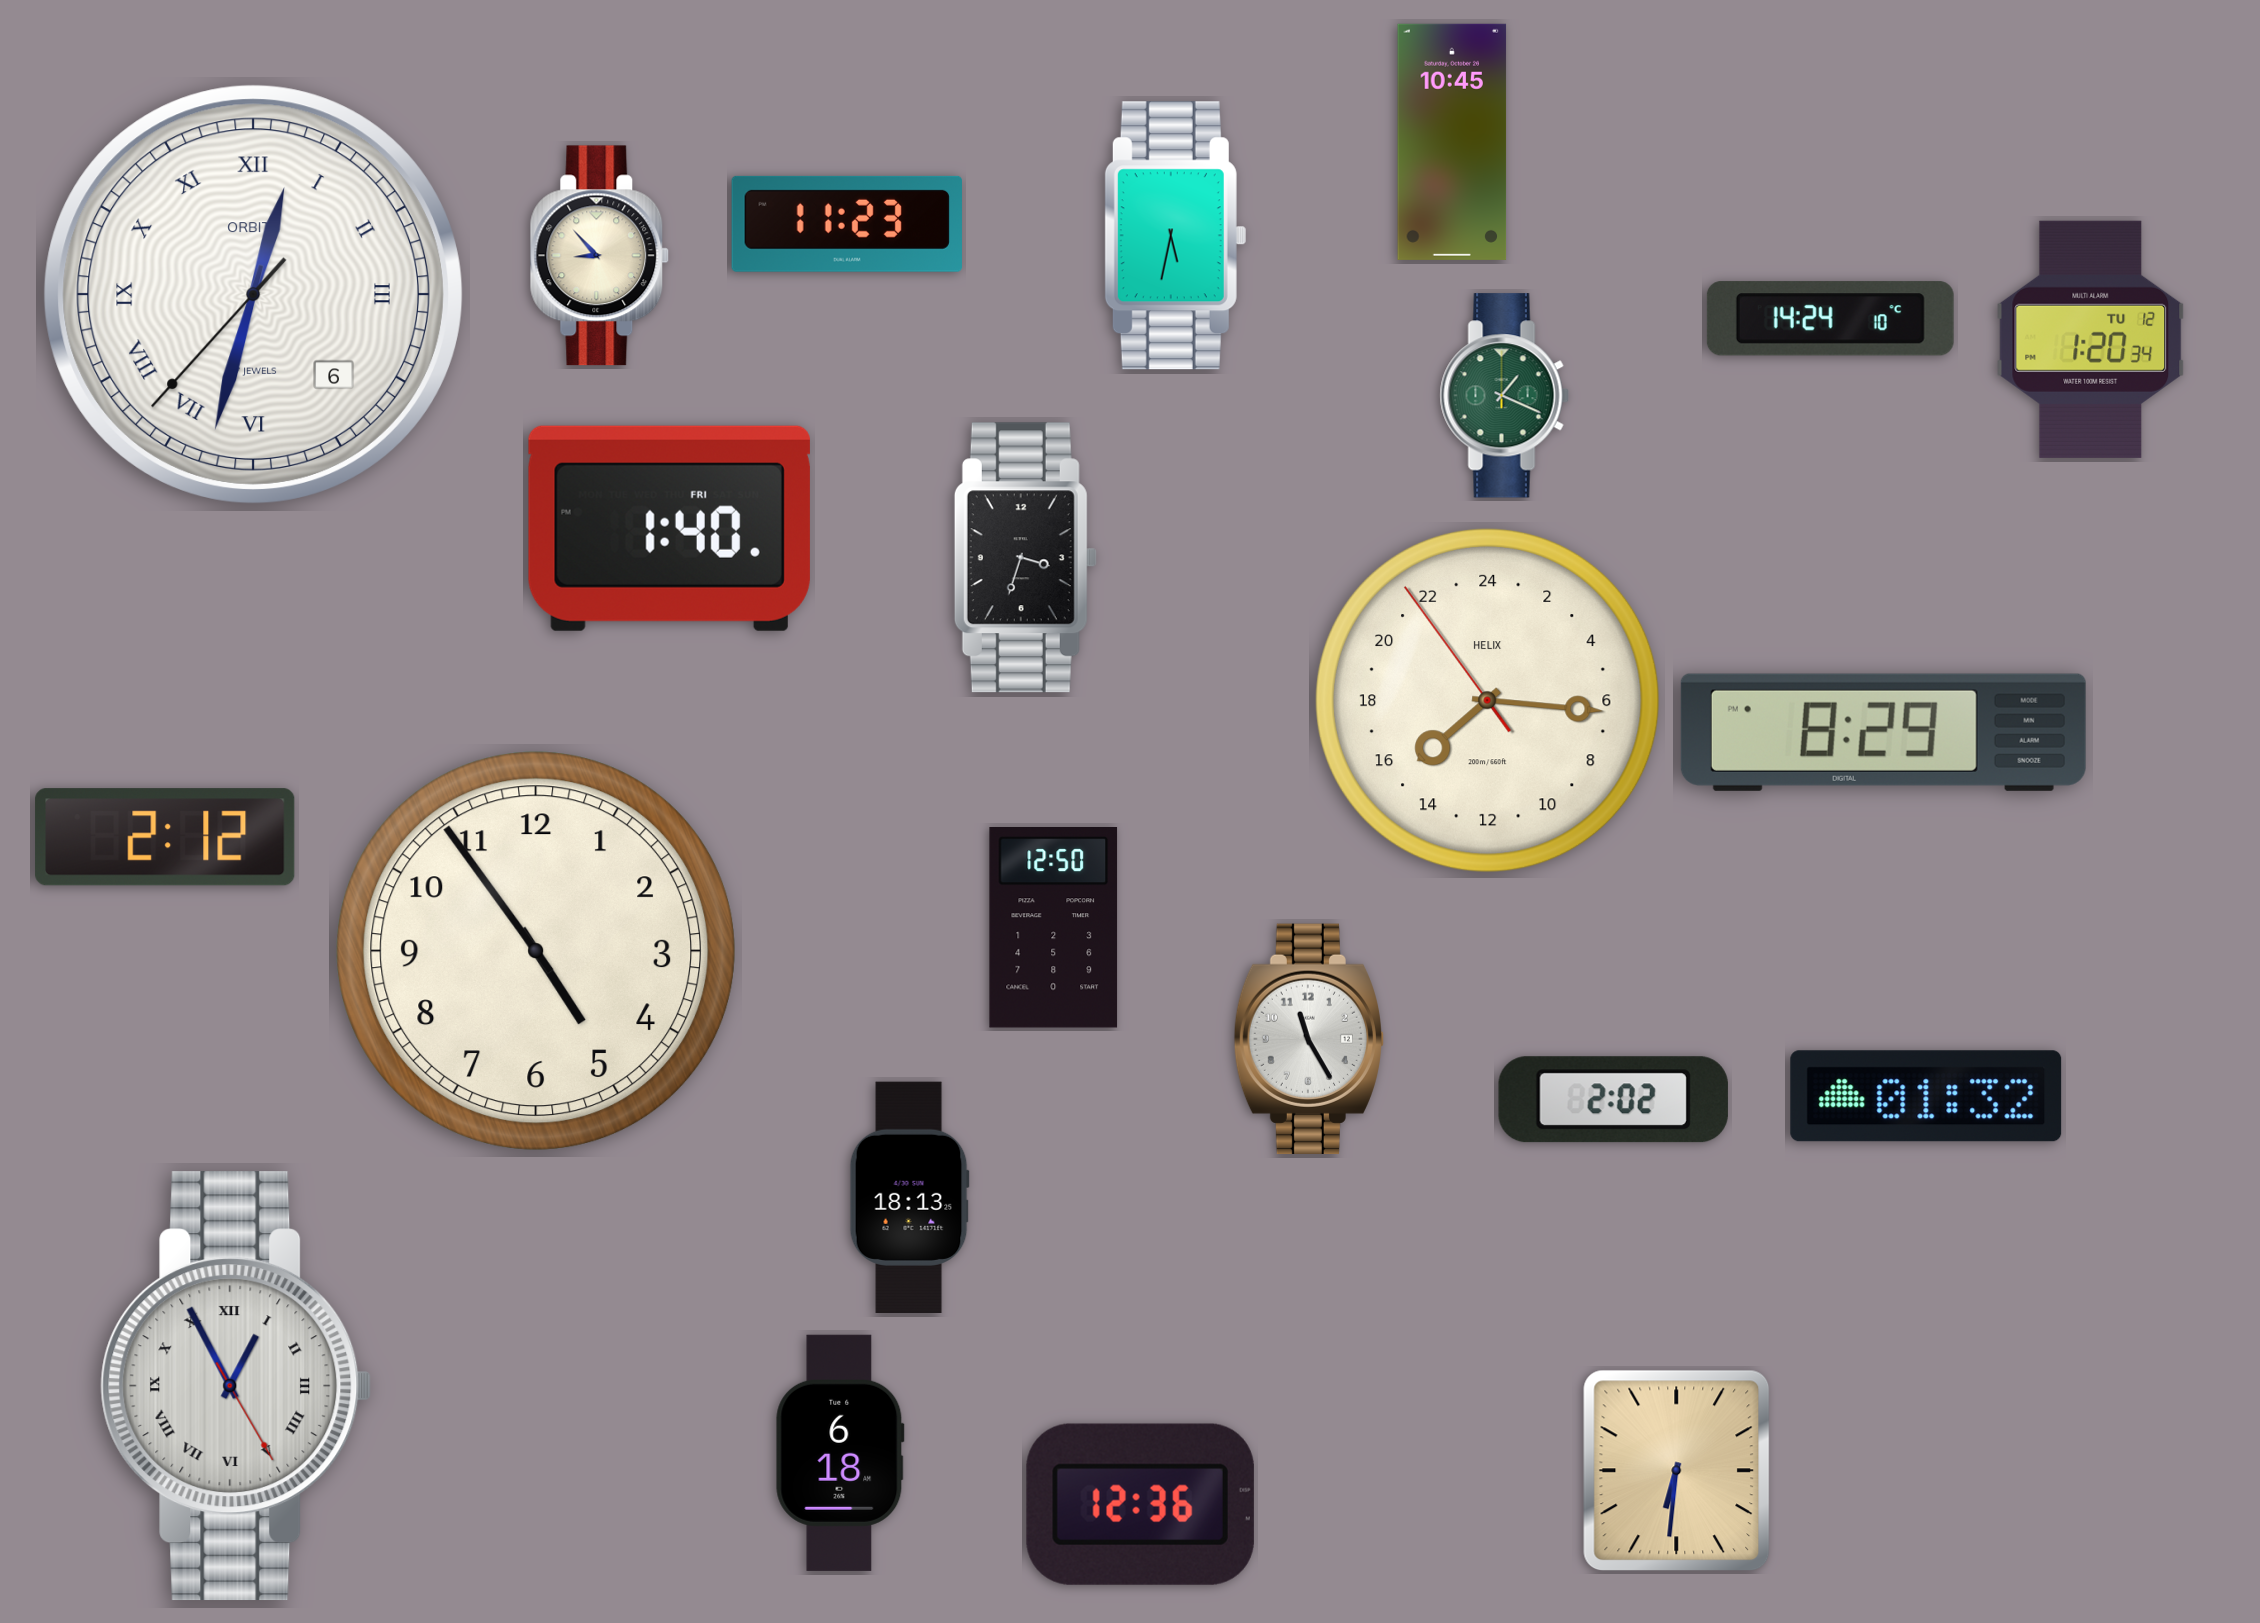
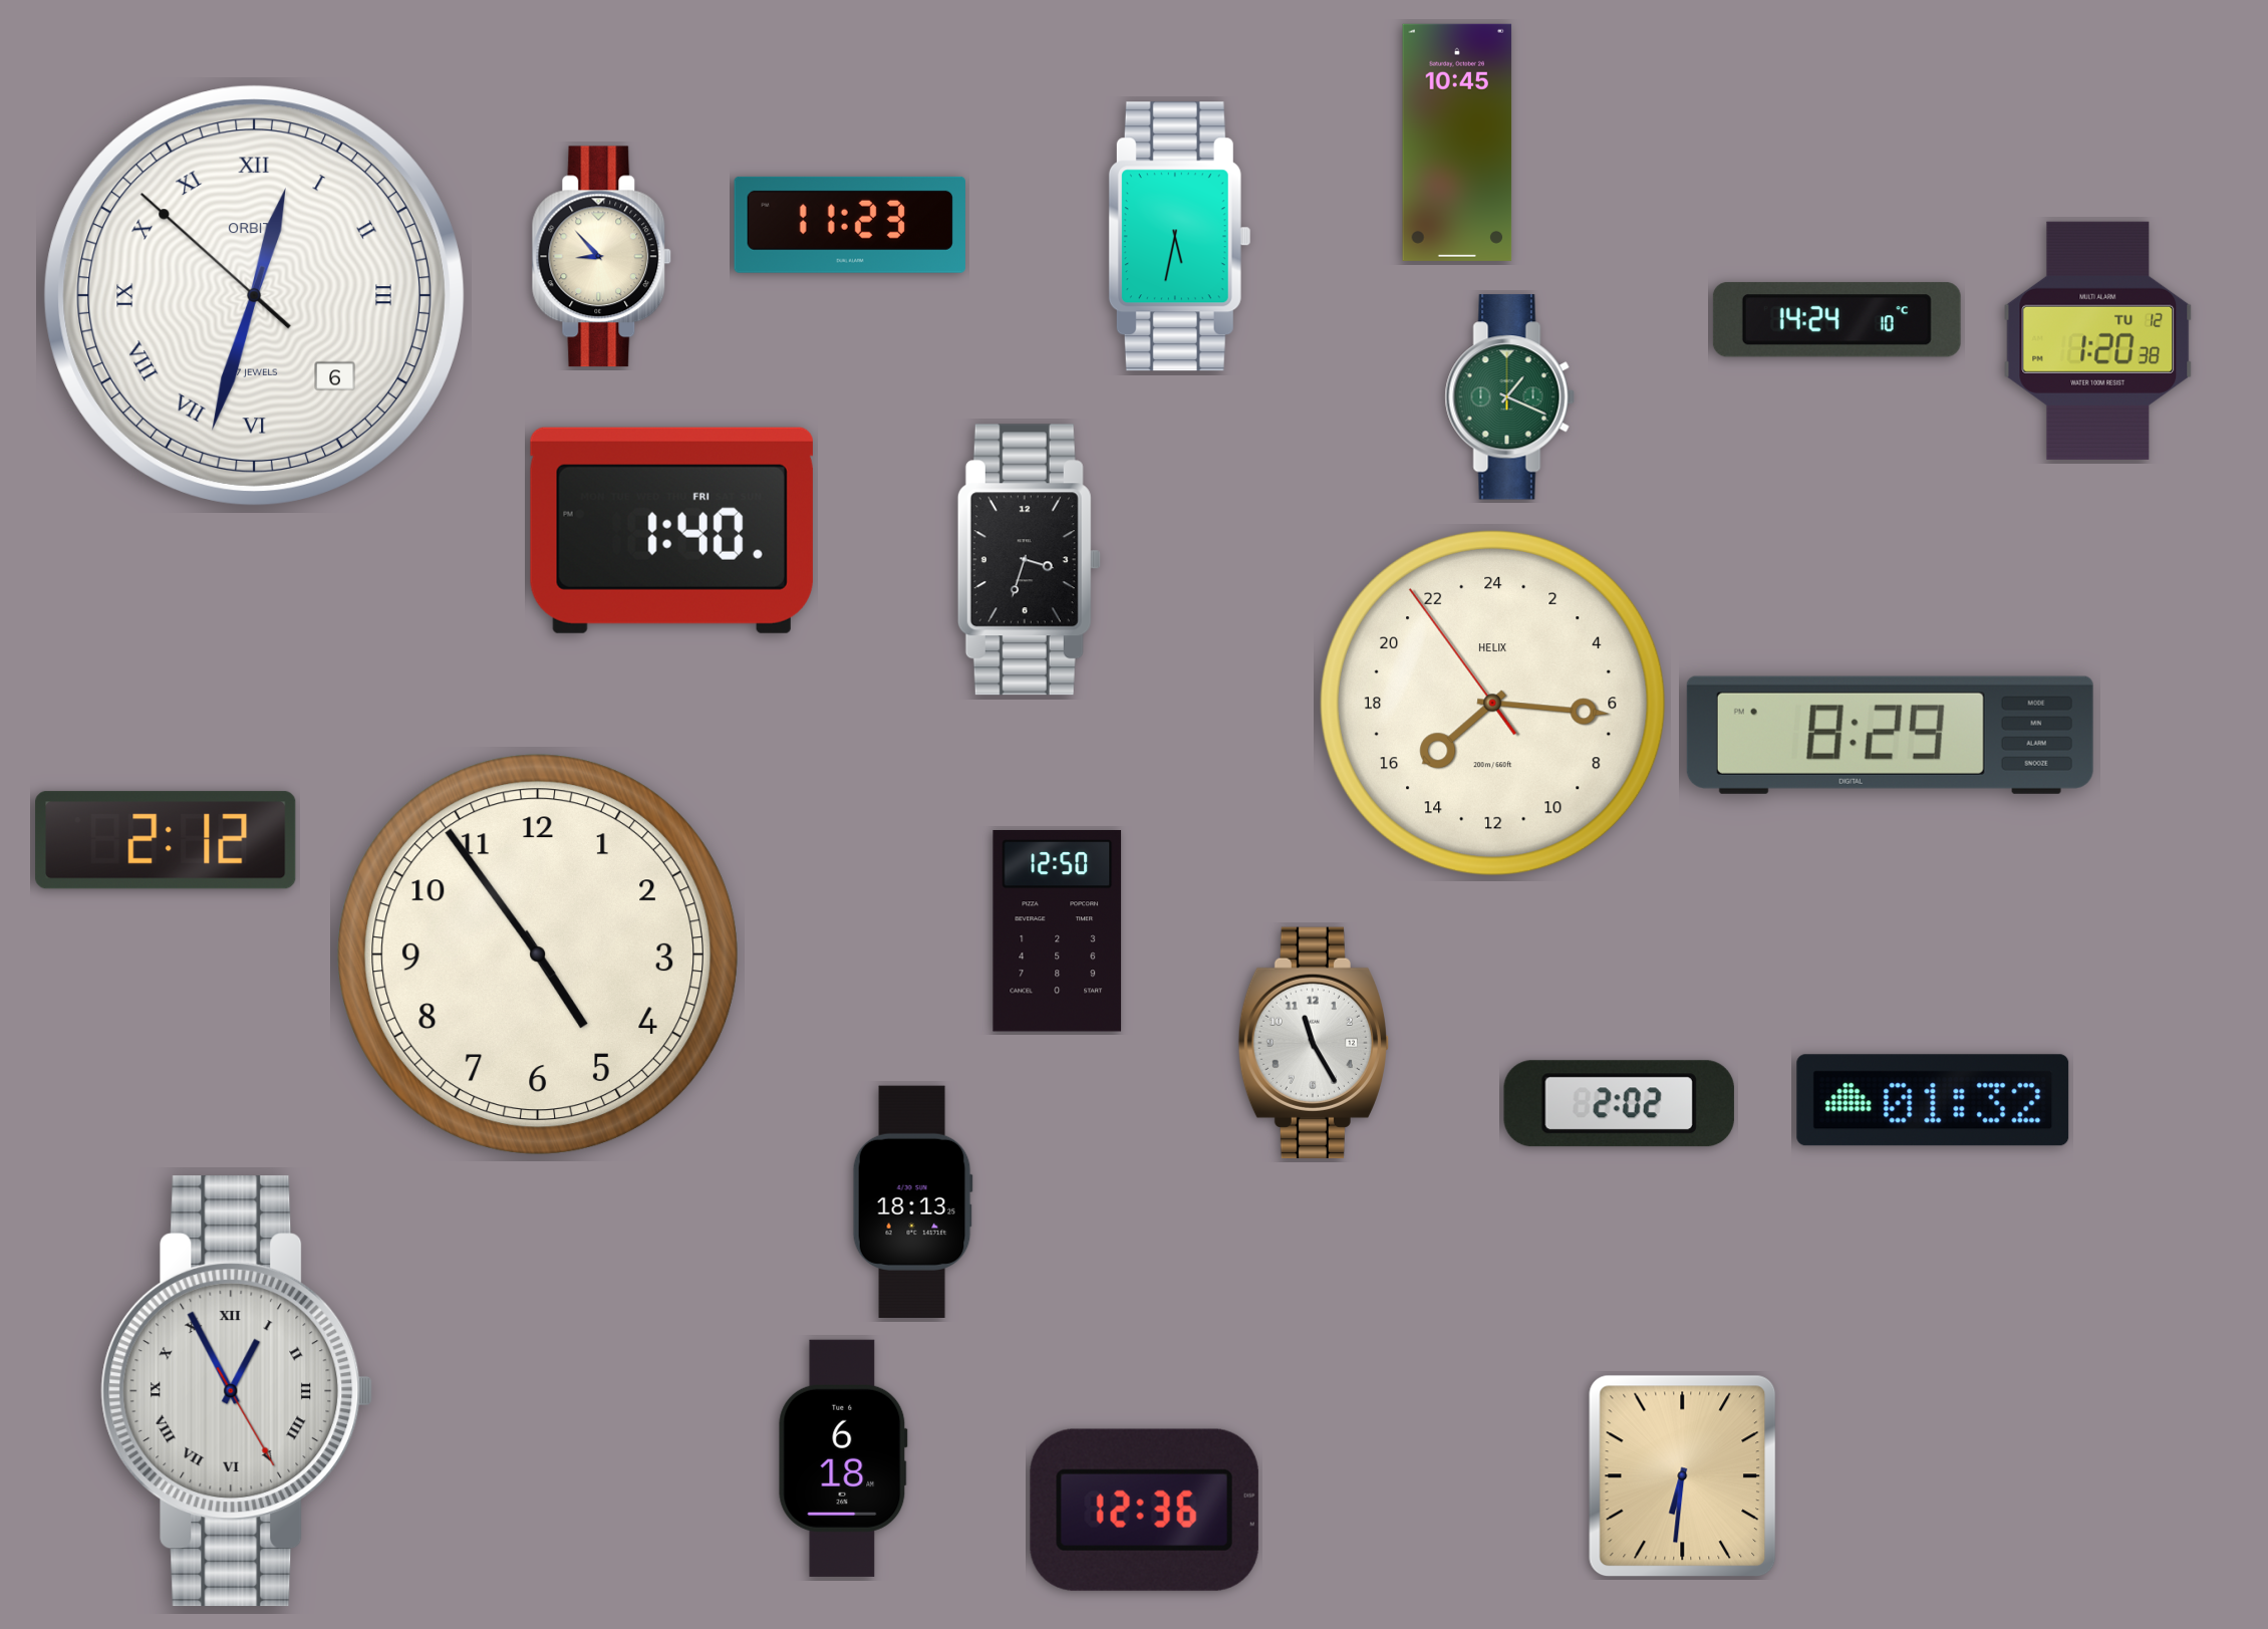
clock at (253, 294): 12:32:37 -> 12:32:52
clock at (2091, 339): 1:20:34 -> 1:20:38
